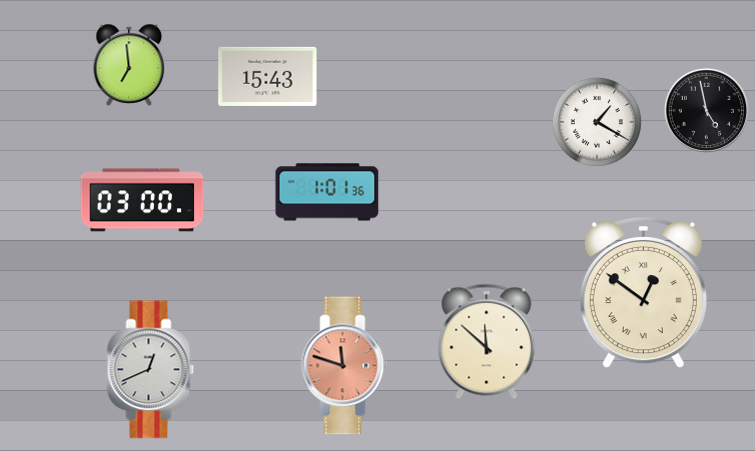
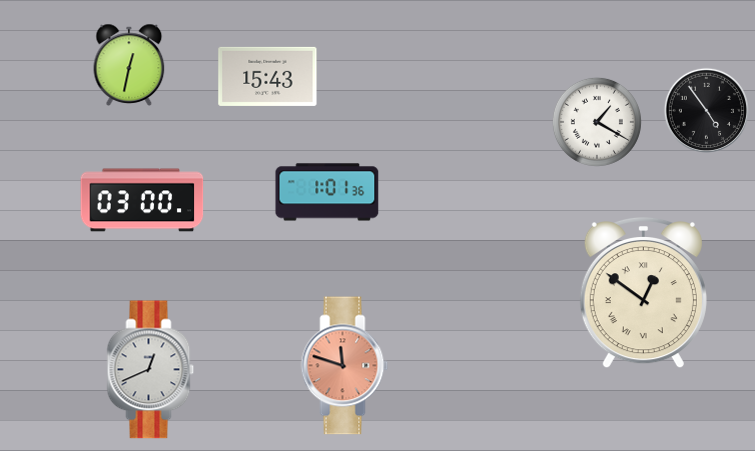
clock at (129, 65): 6:59 -> 12:32
clock at (706, 110): 4:58 -> 4:54
clock at (487, 342): 11:52 -> none
